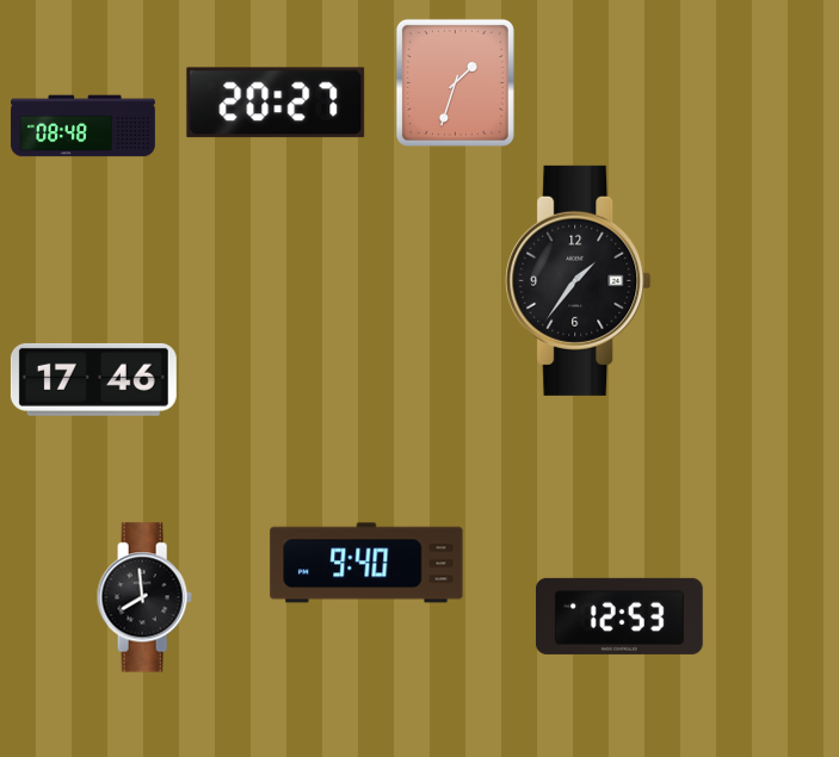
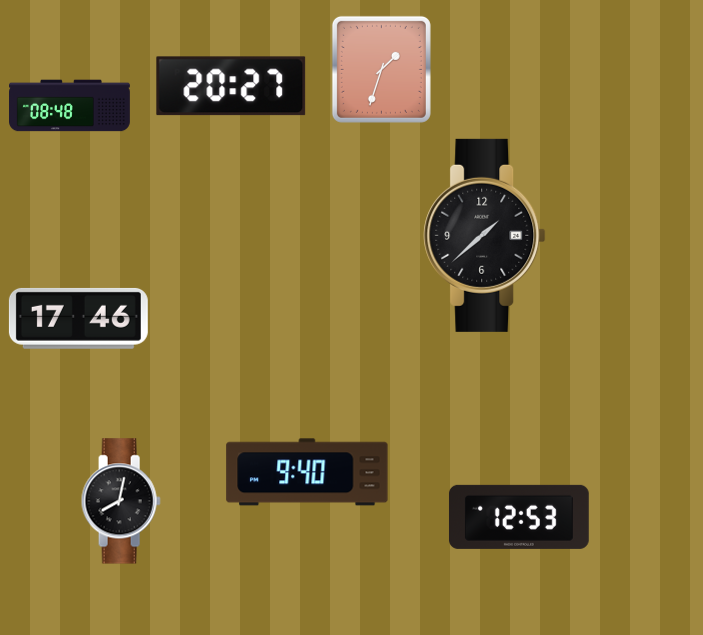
clock at (579, 280): 1:36 -> 1:38
clock at (144, 597): 7:59 -> 8:02
